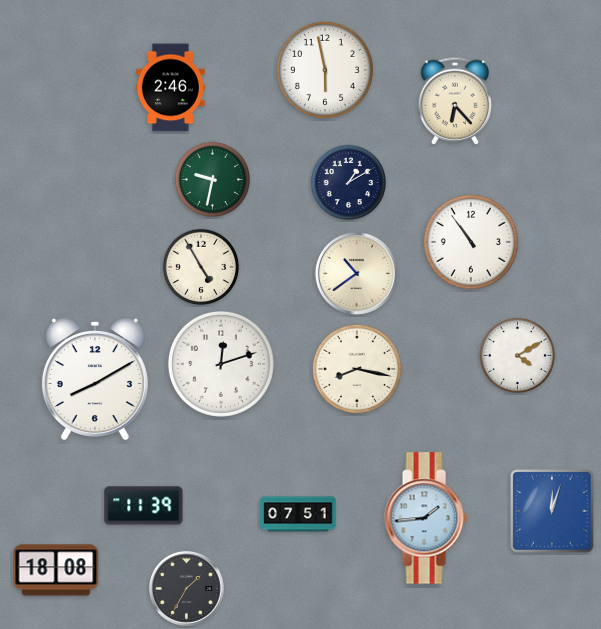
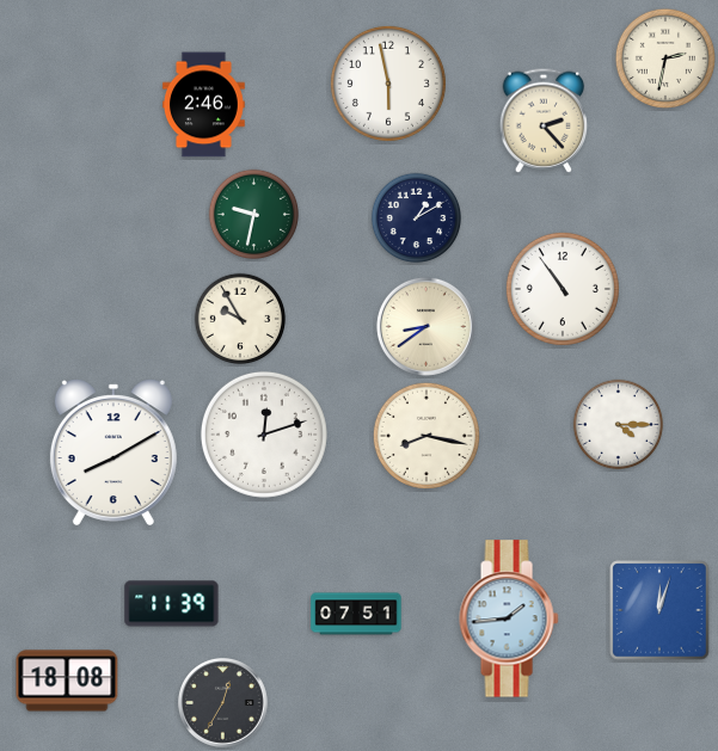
clock at (665, 59): none -> 2:32
clock at (455, 101): 6:23 -> 2:23
clock at (201, 267): 4:55 -> 9:55
clock at (356, 273): 10:39 -> 8:39
clock at (518, 356): 4:10 -> 4:15
clock at (357, 369) position: (357, 369) -> (426, 436)
clock at (186, 588): 1:35 -> 12:35
